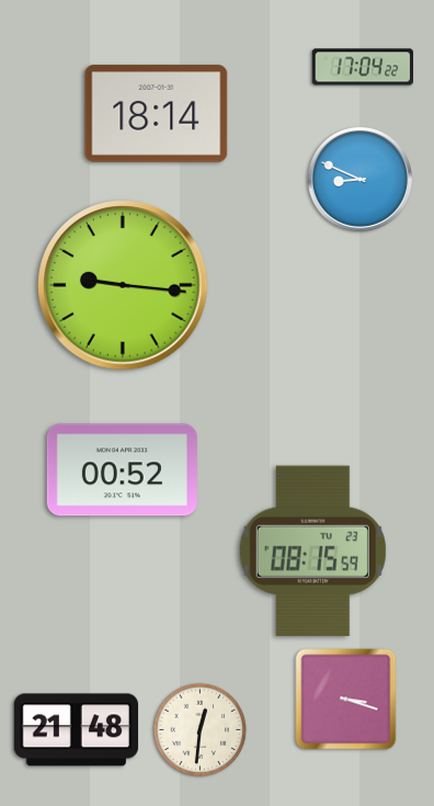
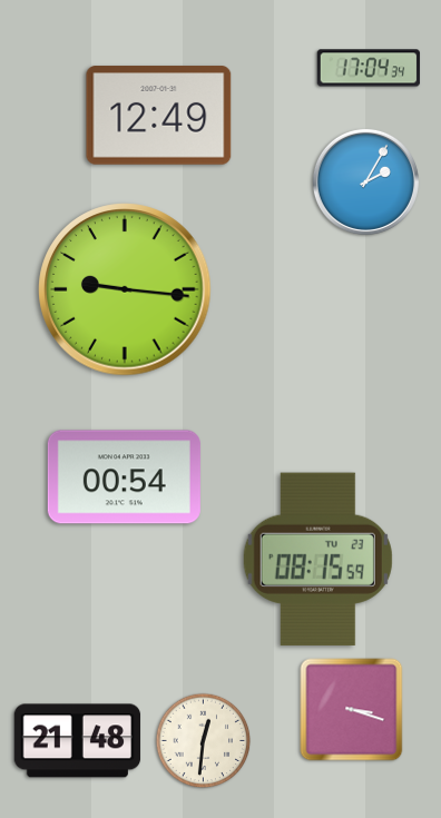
clock at (363, 67): 17:04:22 -> 17:04:34
clock at (157, 114): 18:14 -> 12:49
clock at (359, 179): 8:49 -> 2:05
clock at (122, 470): 00:52 -> 00:54
